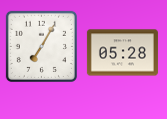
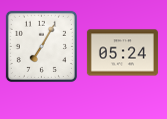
clock at (122, 53): 05:28 -> 05:24
